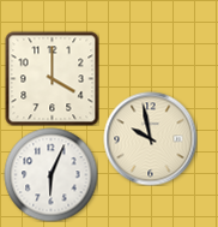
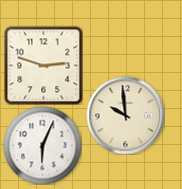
clock at (52, 78): 4:00 -> 2:48
clock at (150, 138): 9:58 -> 9:59
